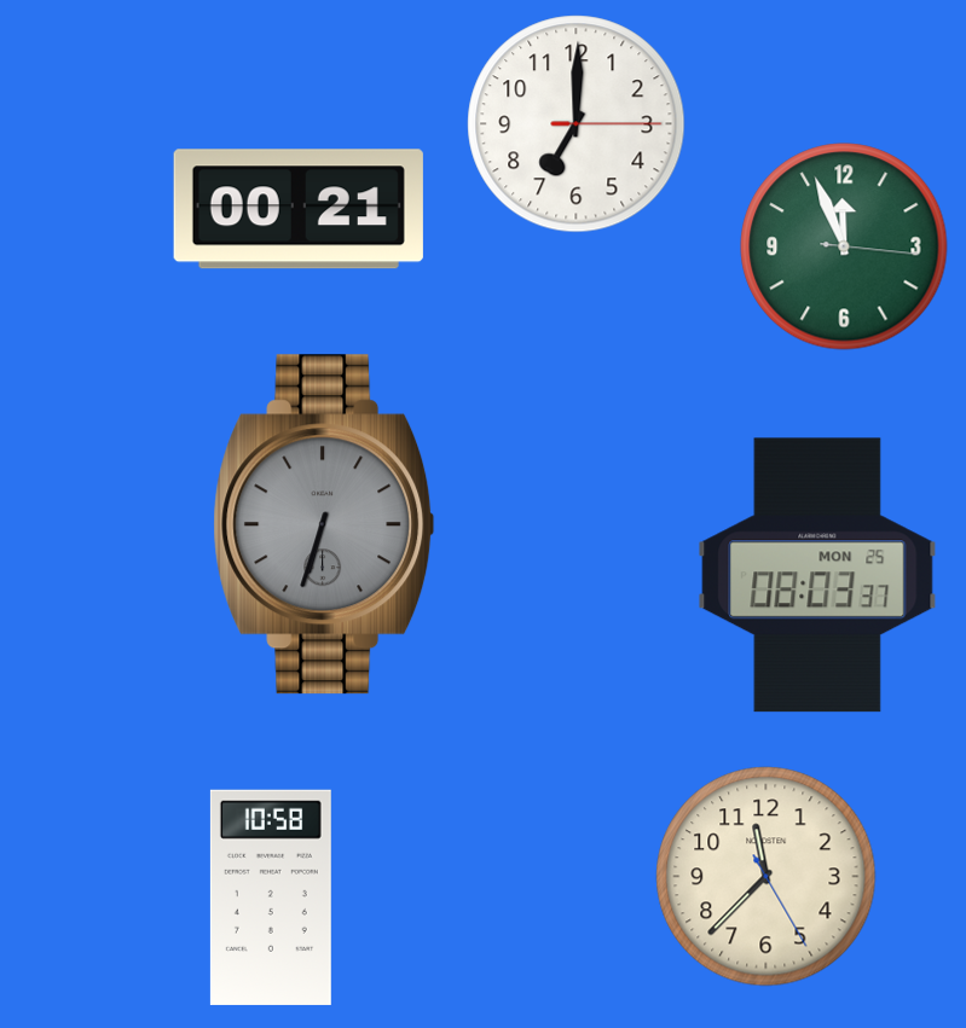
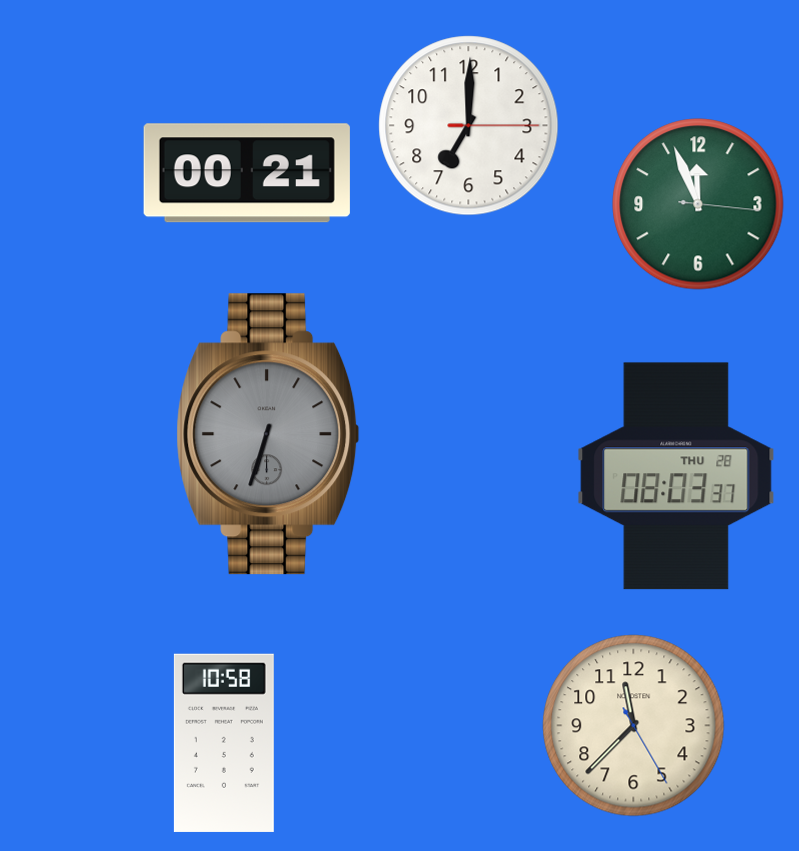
clock at (577, 124) position: (577, 124) -> (469, 126)
clock at (817, 575) date: MON 25 -> THU 28
